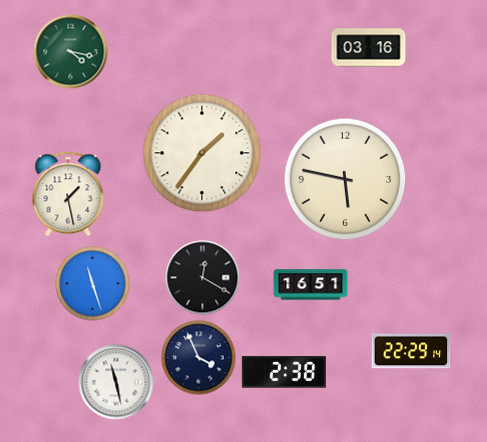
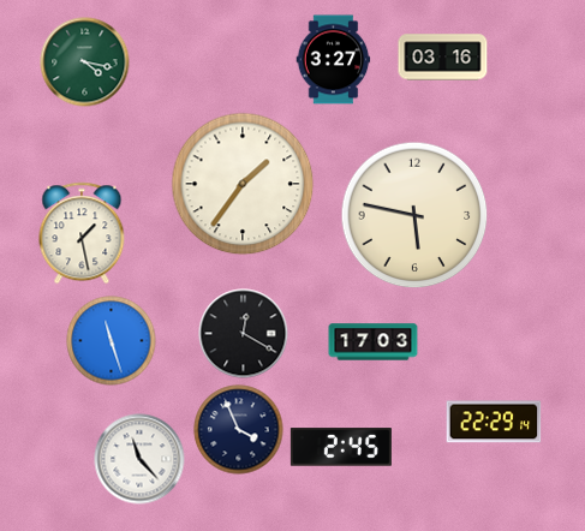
clock at (334, 60): none -> 3:27
clock at (311, 285): 16:51 -> 17:03
clock at (284, 372): 2:38 -> 2:45
clock at (116, 382): 11:28 -> 11:23
